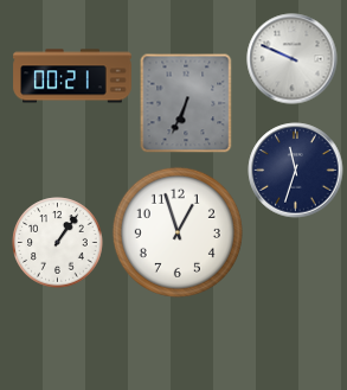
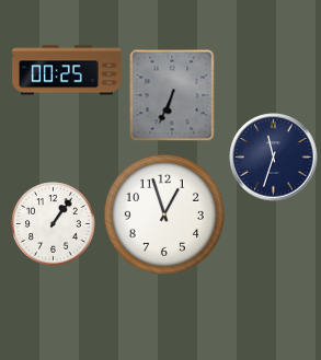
clock at (293, 59): 9:49 -> none
clock at (72, 76): 00:21 -> 00:25
